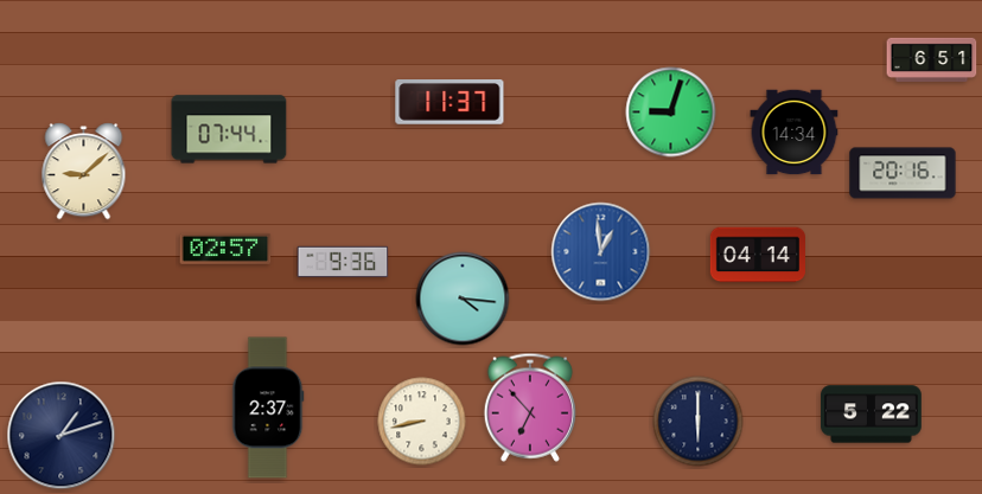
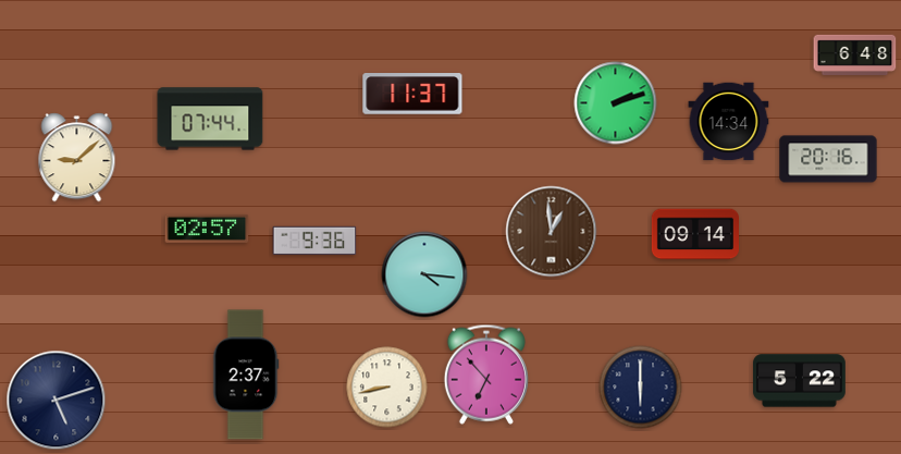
clock at (932, 59): 6:51 -> 6:48
clock at (671, 113): 9:03 -> 2:12
clock at (601, 252) dial: blue -> brown
clock at (757, 255): 04:14 -> 09:14
clock at (62, 436): 1:12 -> 5:12
